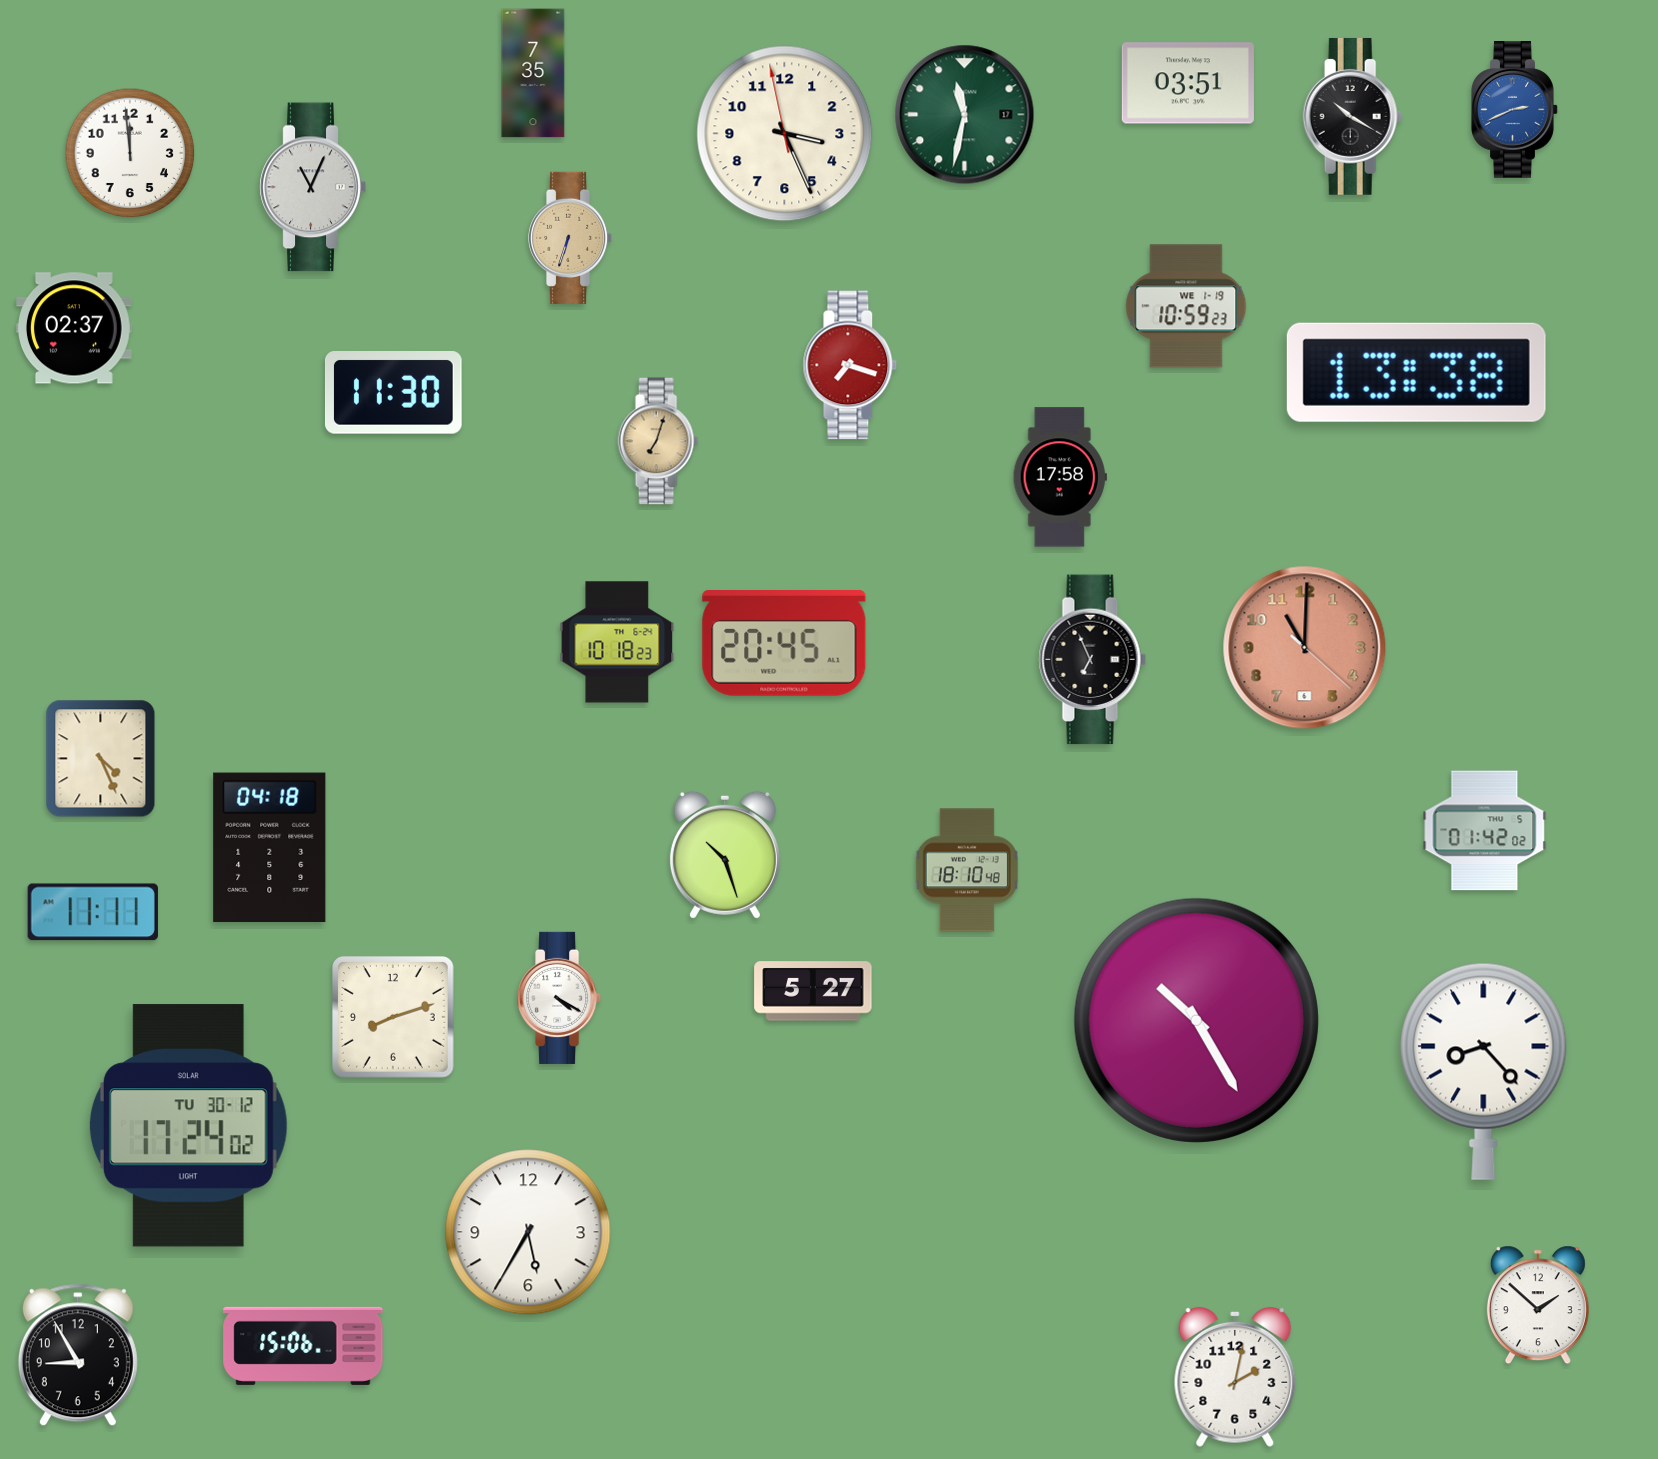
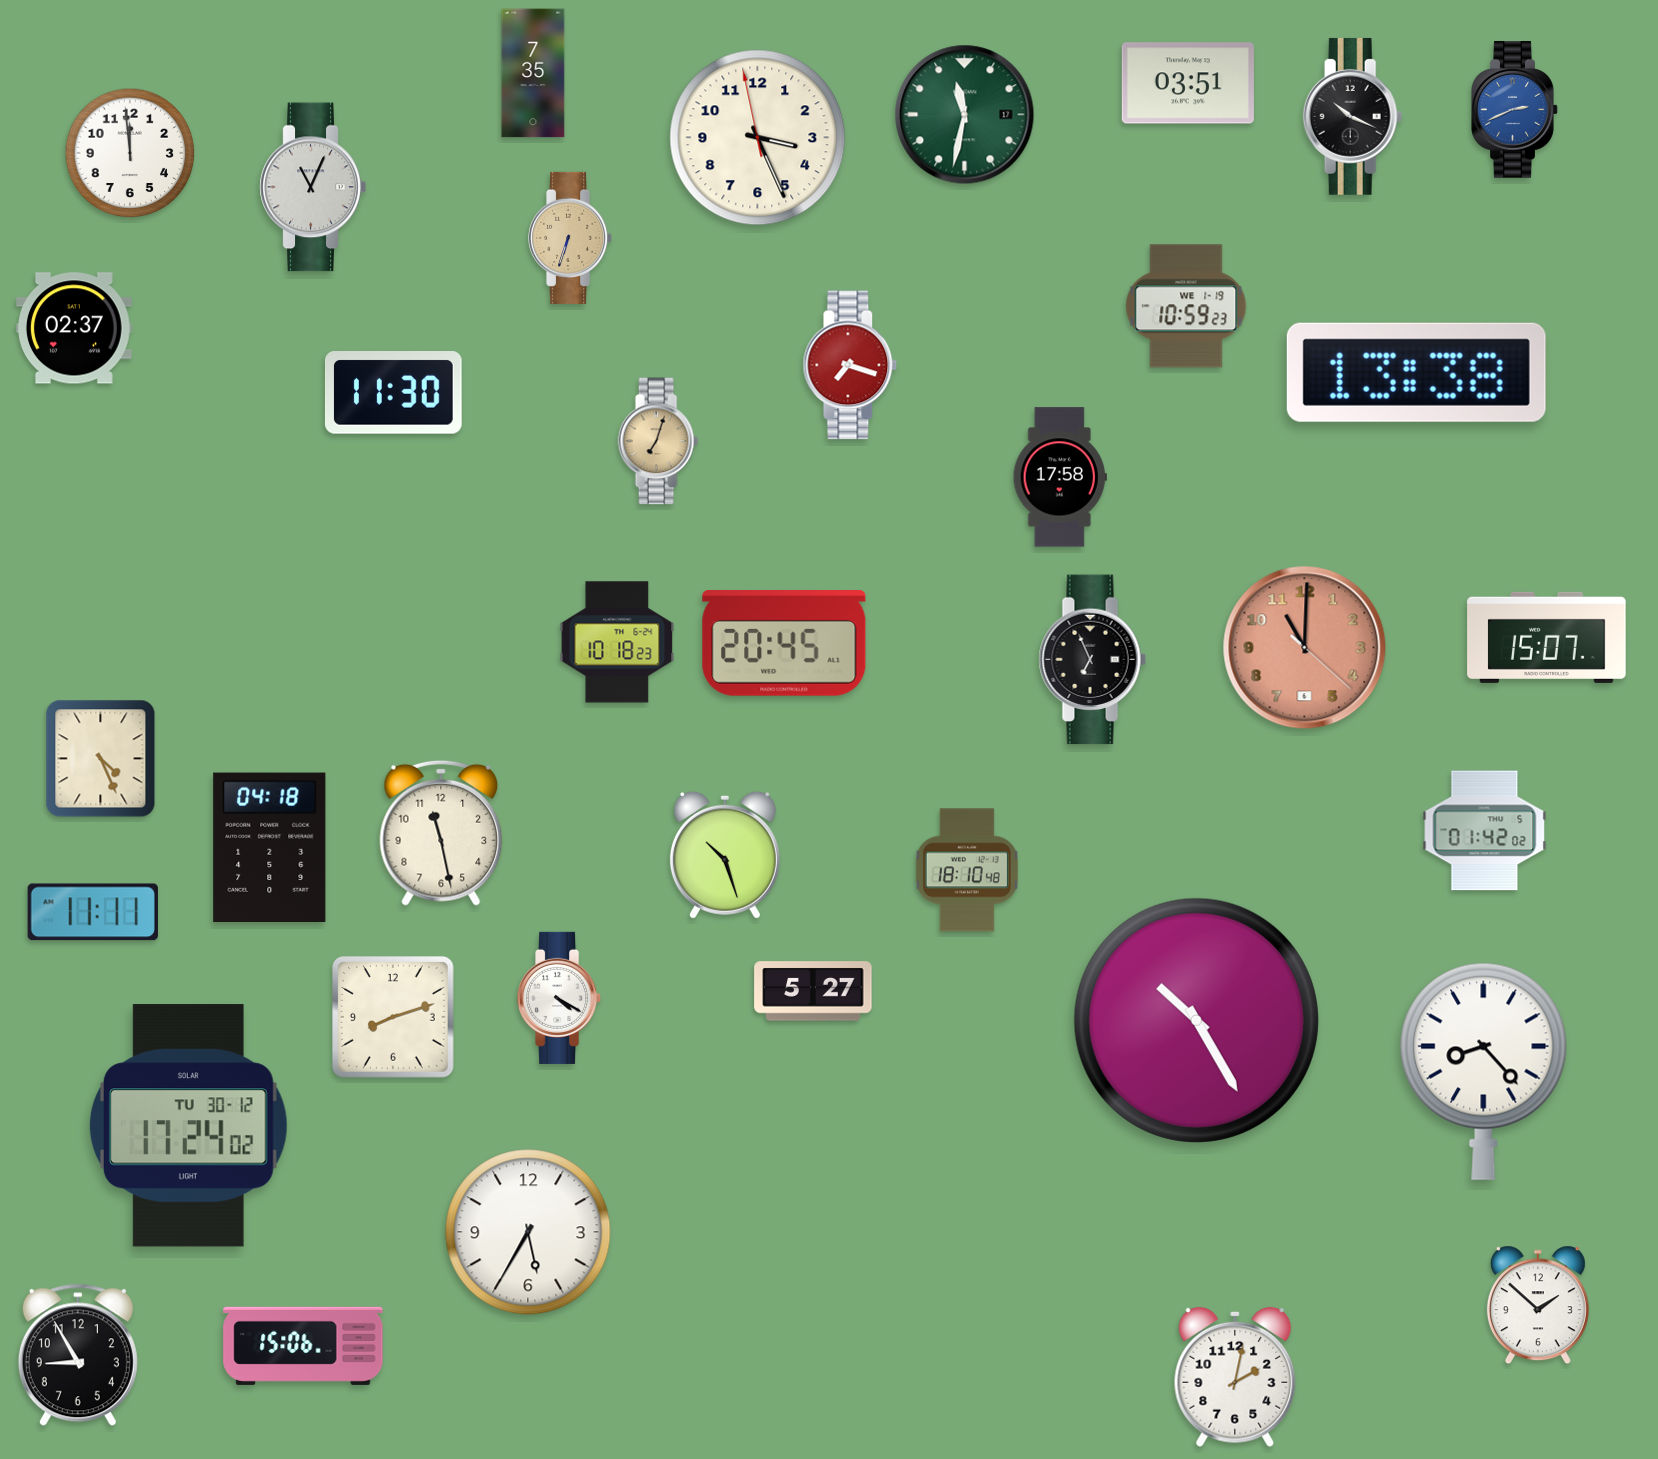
clock at (1353, 116): 10:20 -> 10:19
clock at (785, 134) position: (785, 134) -> (758, 138)
clock at (1547, 637): none -> 15:07
clock at (441, 833): none -> 11:28
